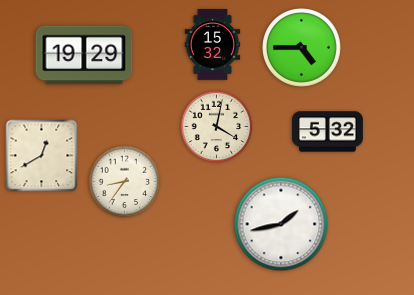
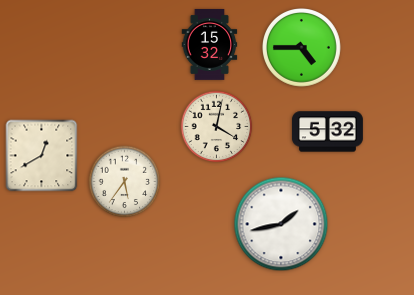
clock at (213, 44) position: (213, 44) -> (210, 44)
clock at (84, 55): 19:29 -> none
clock at (125, 182): 8:36 -> 5:36
